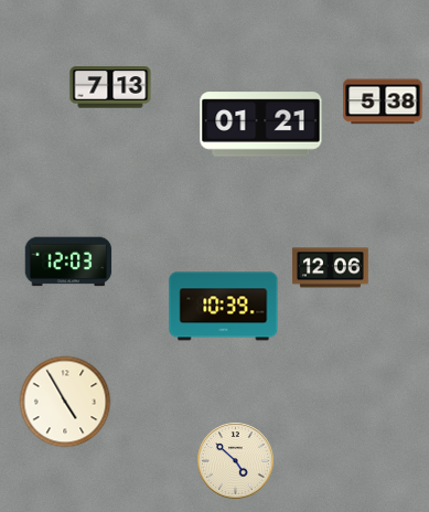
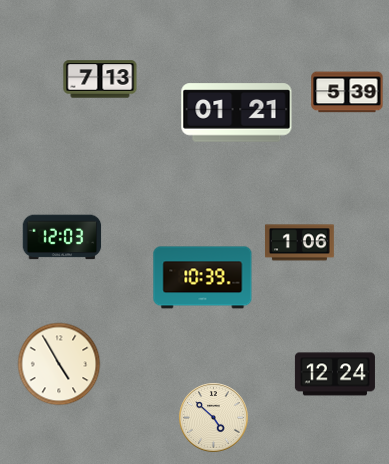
clock at (383, 102): 5:38 -> 5:39
clock at (330, 268): 12:06 -> 1:06
clock at (335, 374): none -> 12:24
